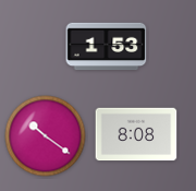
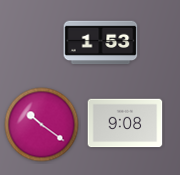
clock at (107, 47) position: (107, 47) -> (101, 43)
clock at (136, 134): 8:08 -> 9:08
